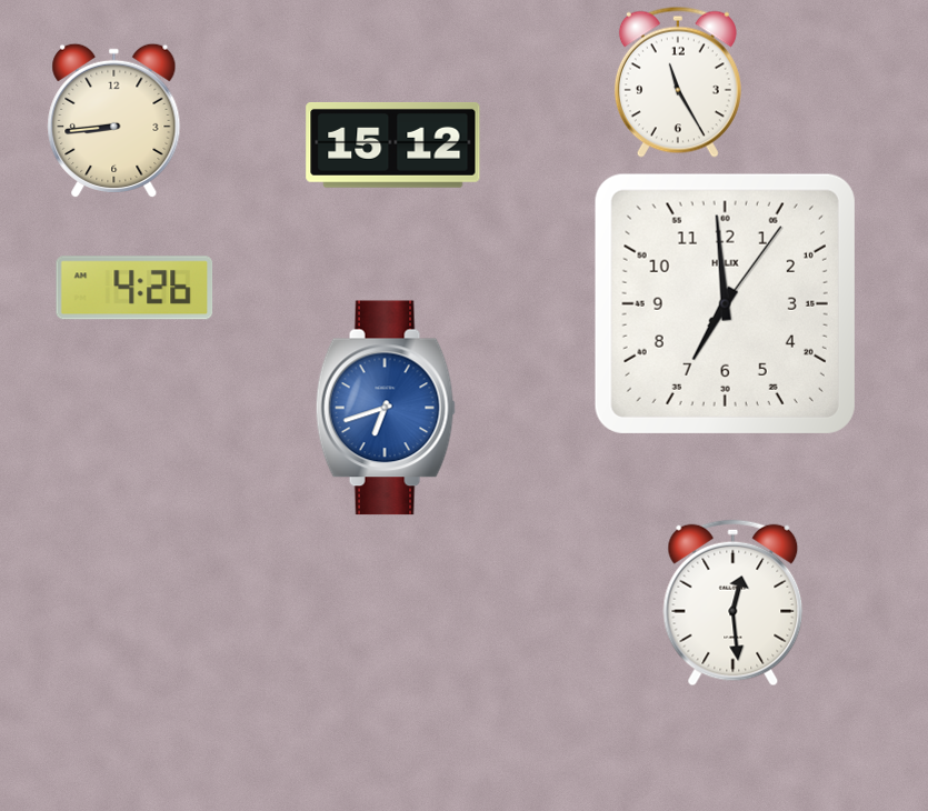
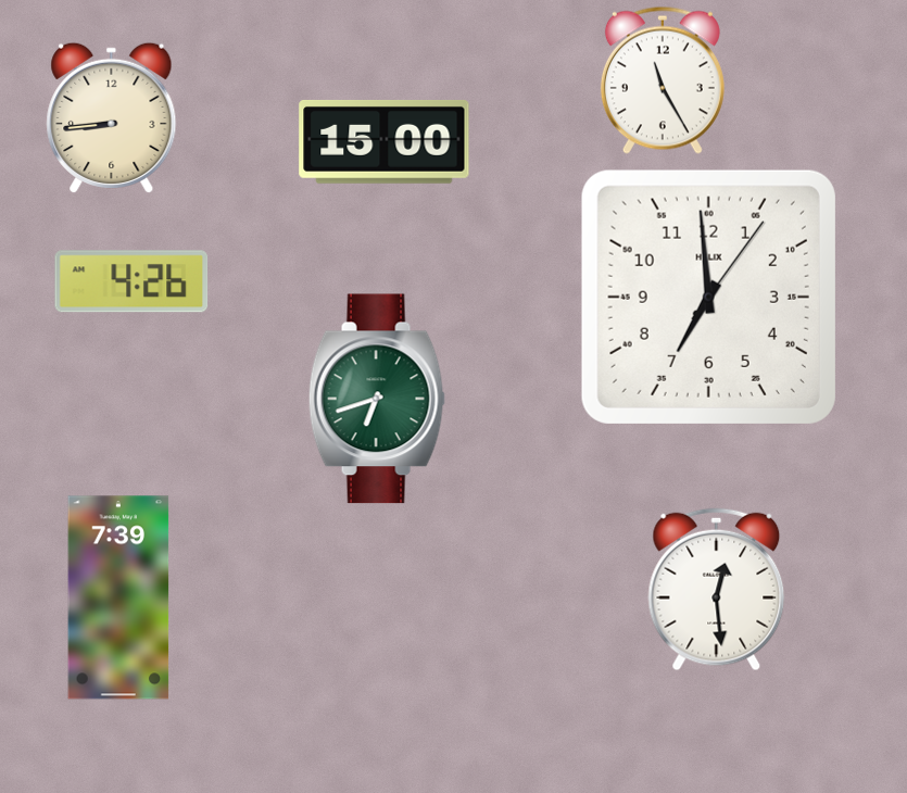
clock at (393, 144): 15:12 -> 15:00
clock at (386, 408) dial: blue -> green
clock at (118, 597): none -> 7:39
